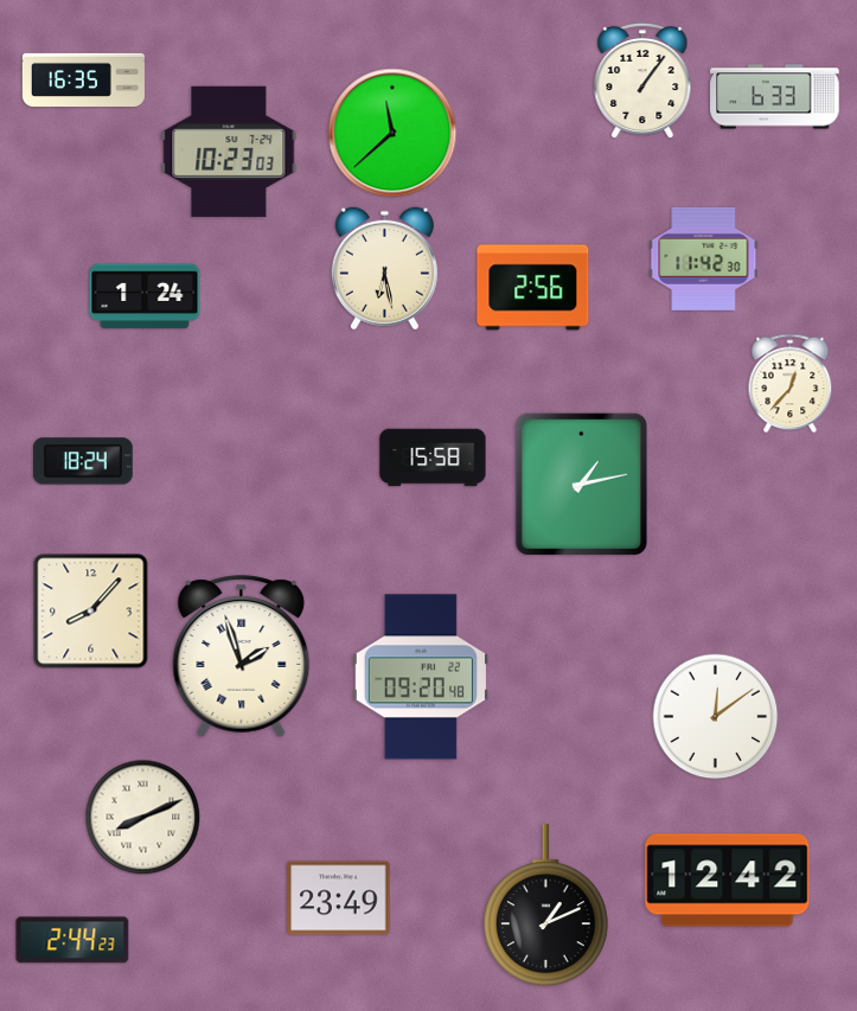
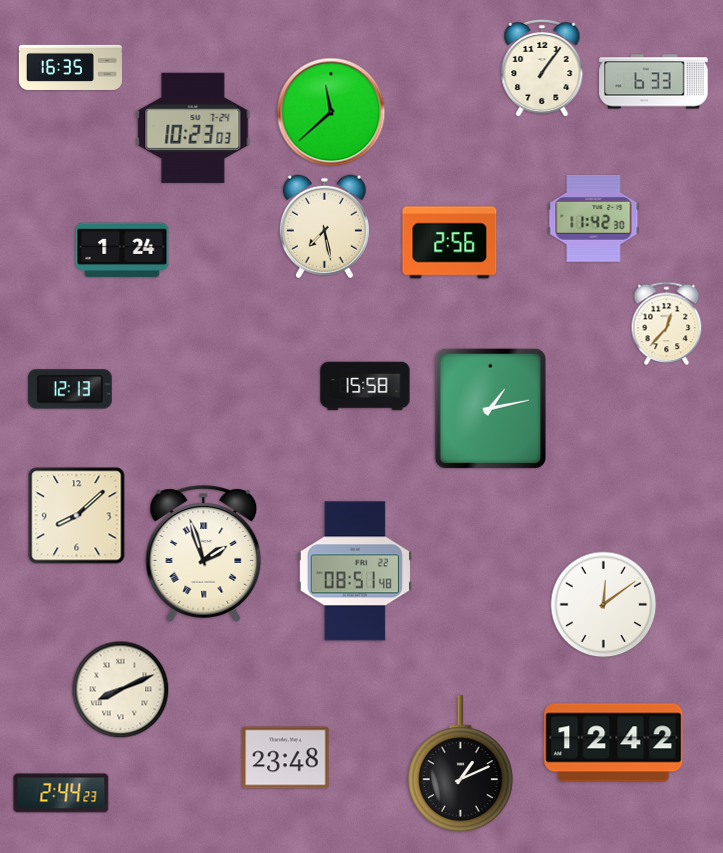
clock at (384, 269): 6:28 -> 7:28
clock at (83, 461): 18:24 -> 12:13
clock at (91, 612): 8:07 -> 8:08
clock at (421, 677): 09:20 -> 08:51
clock at (339, 898): 23:49 -> 23:48
